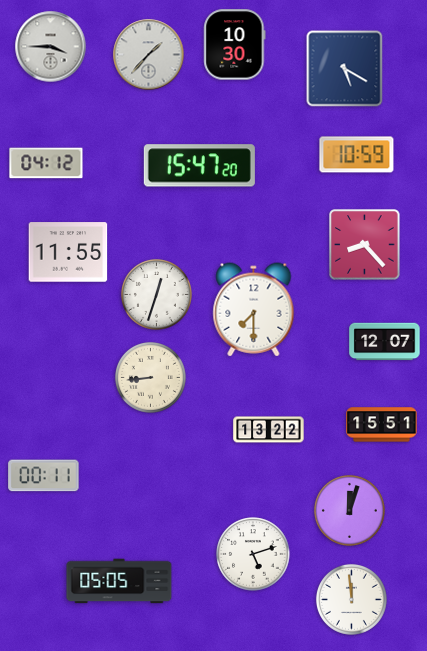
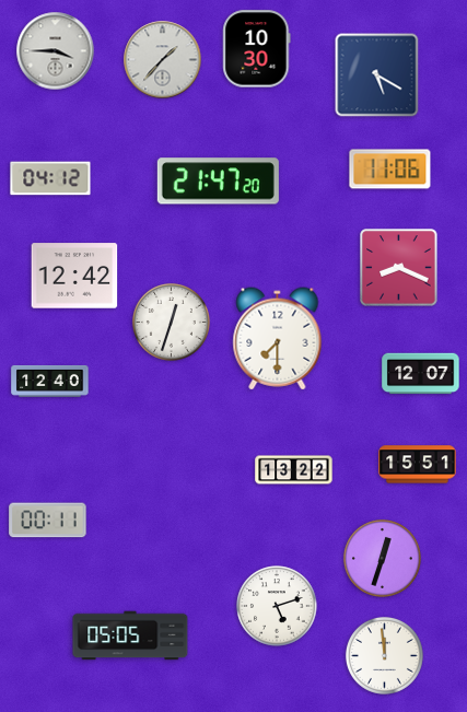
clock at (357, 155): 10:59 -> 11:06
clock at (199, 166): 15:47 -> 21:47
clock at (365, 245): 8:23 -> 8:19
clock at (68, 252): 11:55 -> 12:42
clock at (50, 381): none -> 12:40
clock at (150, 377): 8:44 -> none
clock at (349, 510): 12:03 -> 12:33
